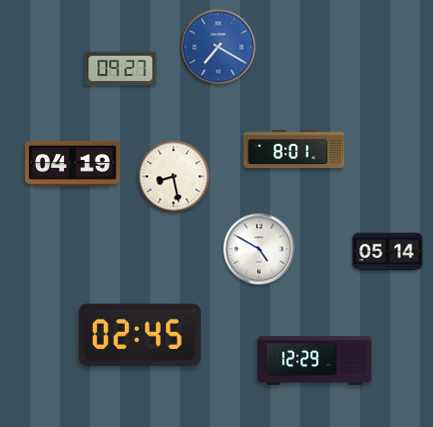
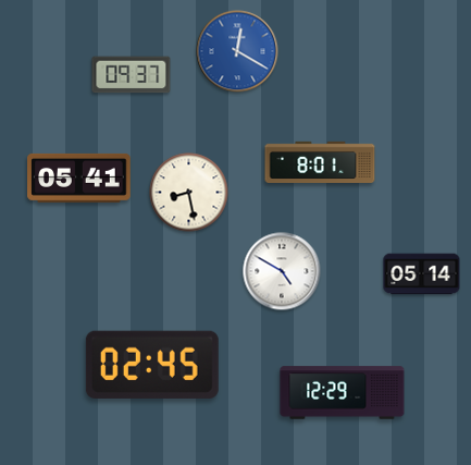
clock at (218, 47): 7:20 -> 12:20
clock at (121, 69): 09:27 -> 09:37
clock at (73, 163): 04:19 -> 05:41
